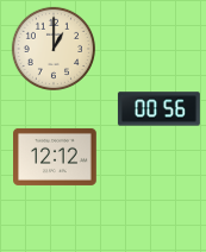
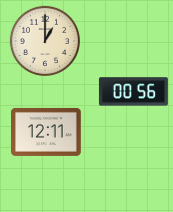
clock at (55, 157): 12:12 -> 12:11
